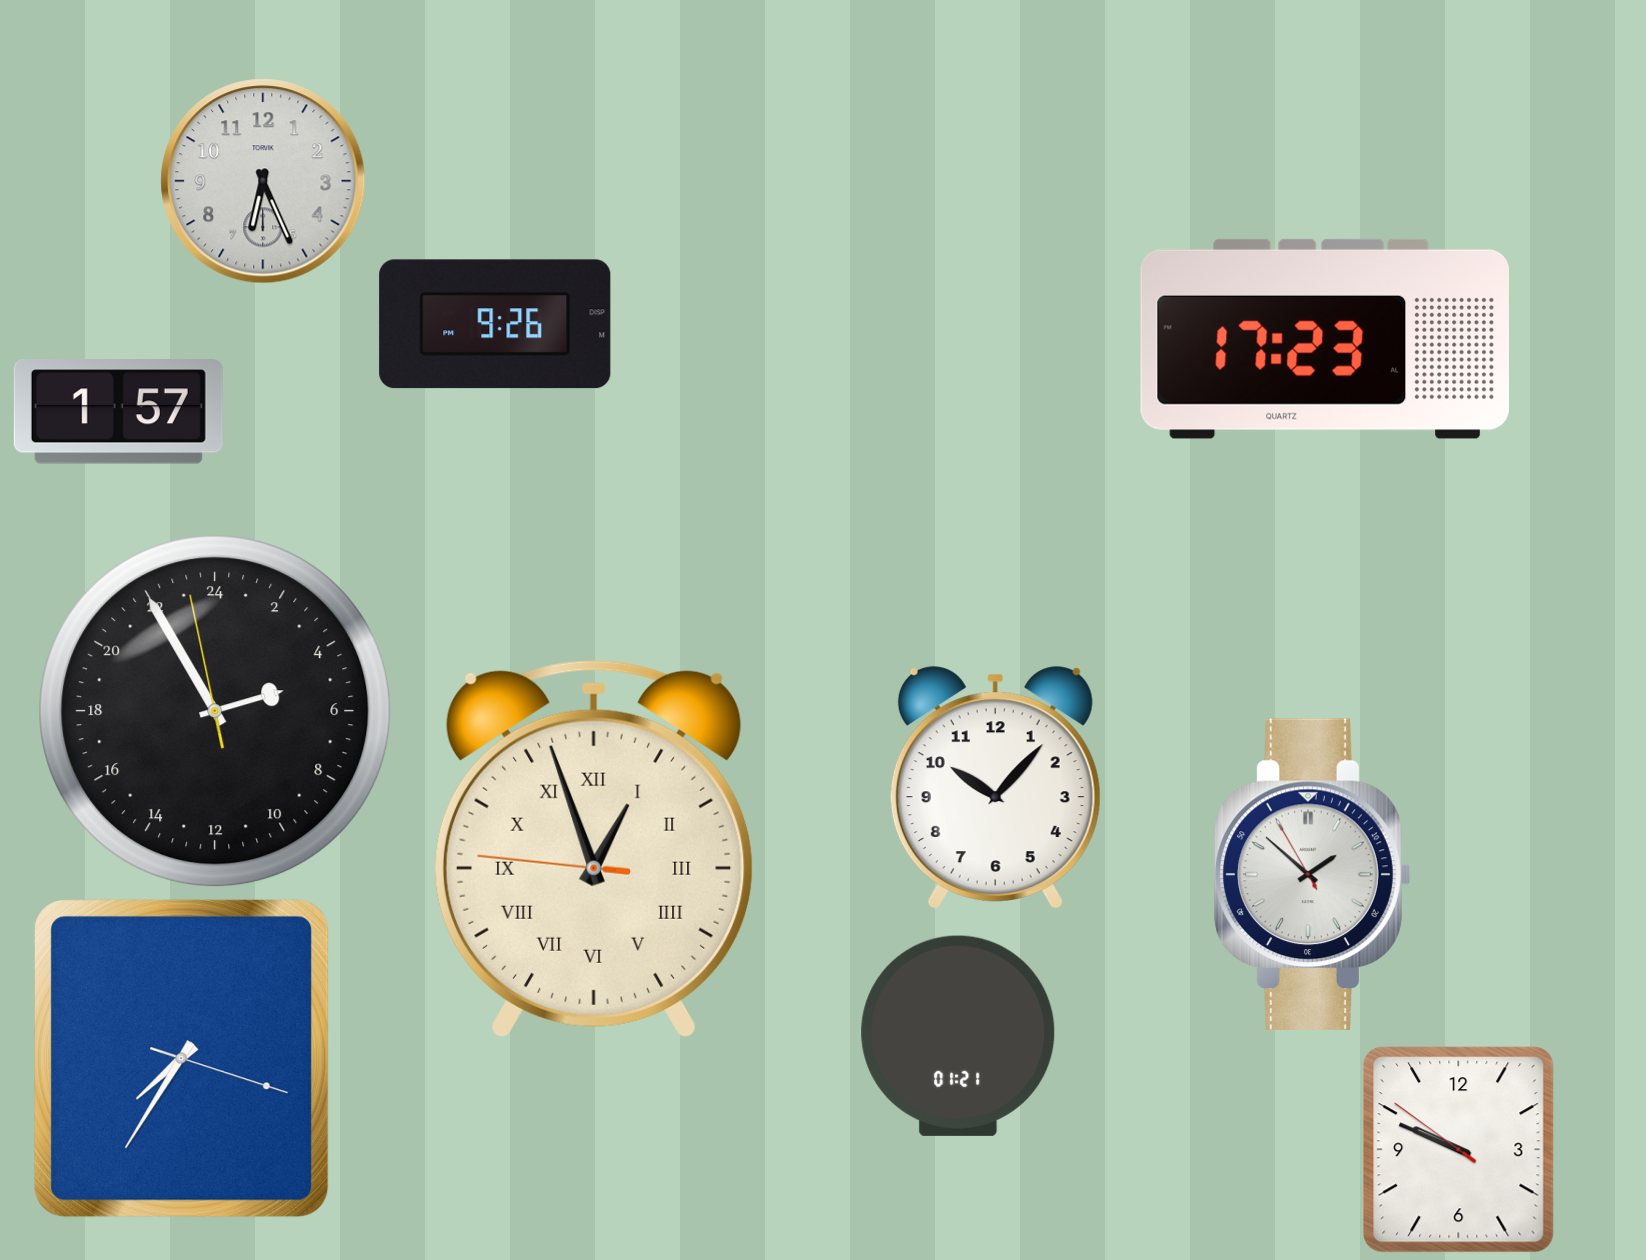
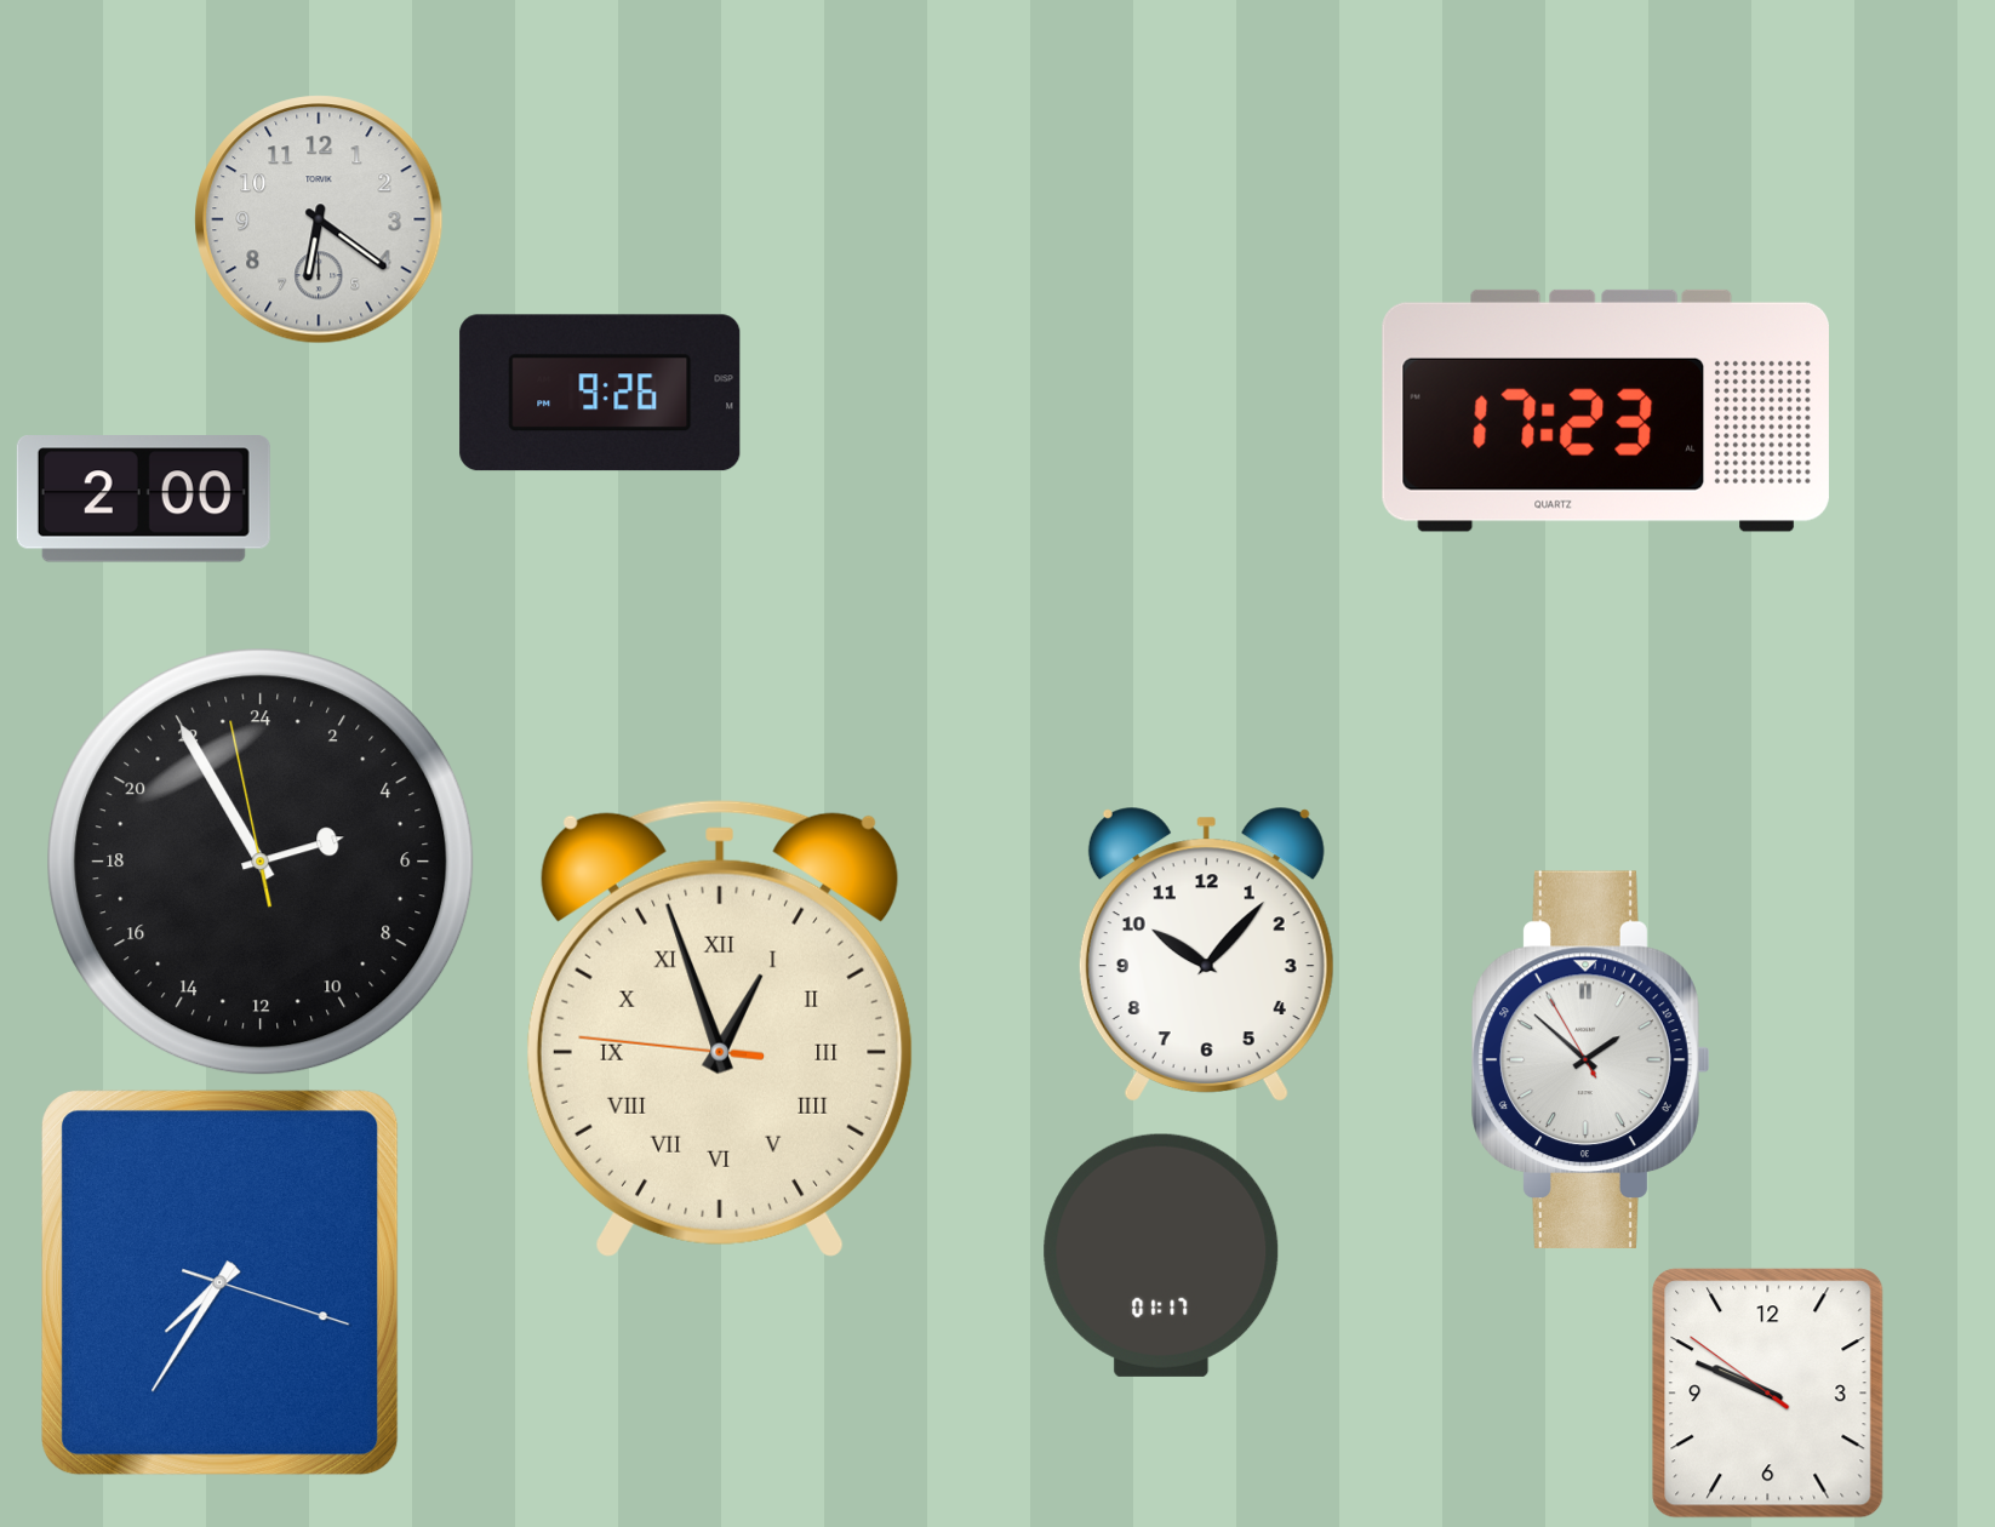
clock at (263, 181): 6:26 -> 6:21
clock at (118, 412): 1:57 -> 2:00
clock at (958, 1036): 01:21 -> 01:17
